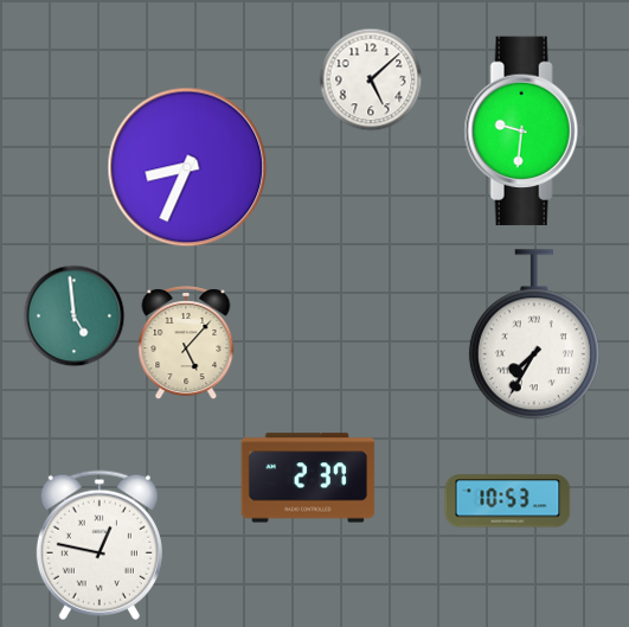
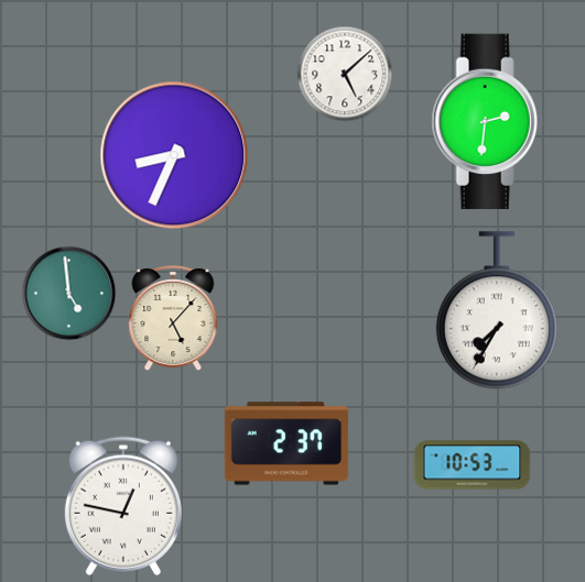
clock at (524, 132): 9:31 -> 2:31
clock at (100, 545) position: (100, 545) -> (123, 506)
